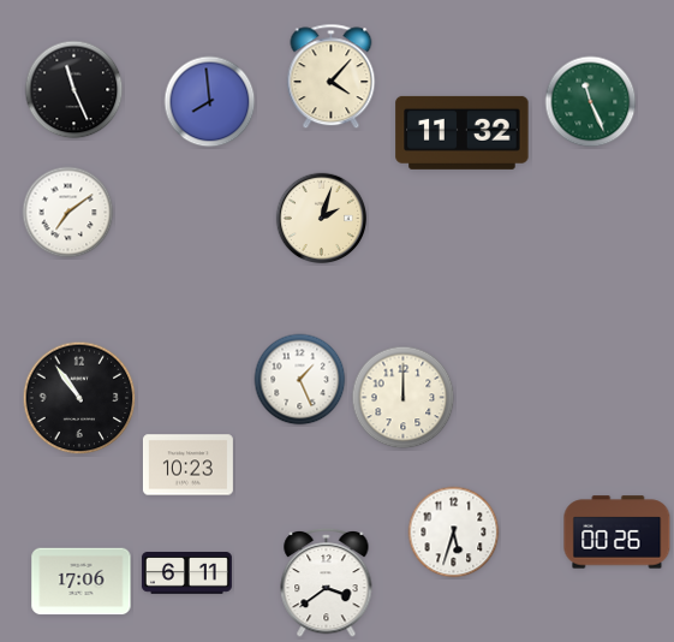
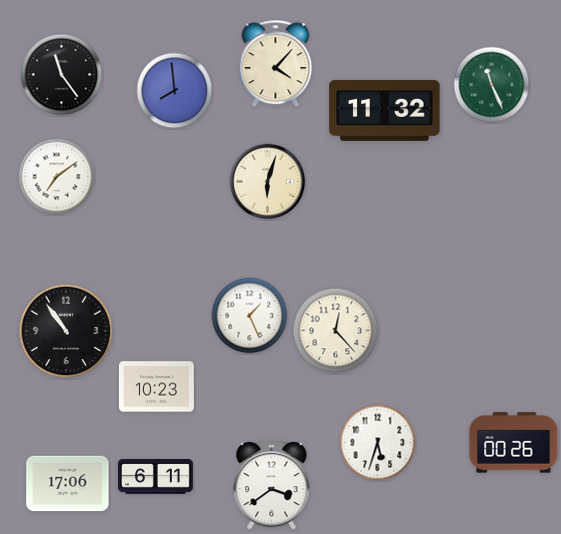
clock at (74, 90): 11:26 -> 11:24
clock at (210, 102) position: (210, 102) -> (175, 91)
clock at (322, 219): 2:03 -> 6:03
clock at (404, 398): 12:00 -> 12:23
